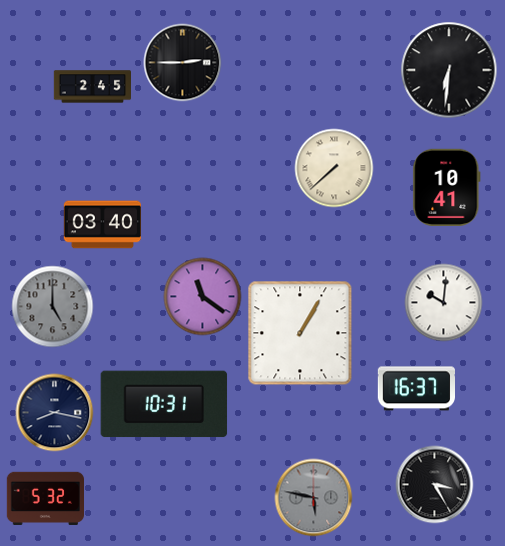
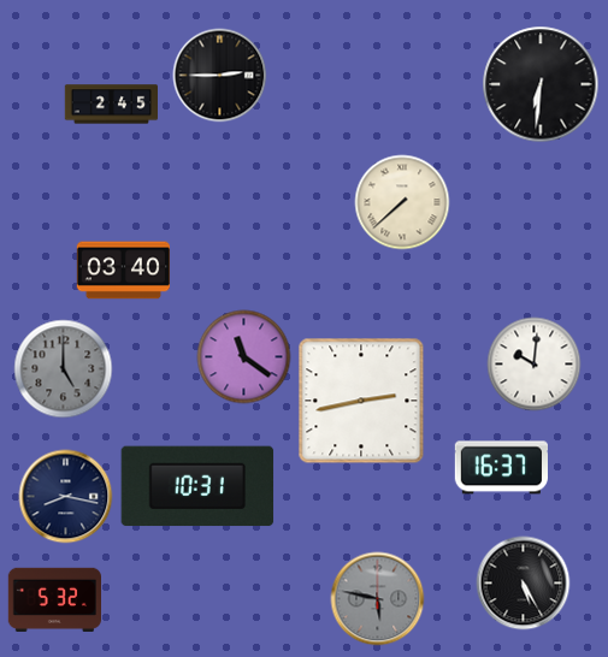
clock at (447, 187): 10:41 -> none
clock at (300, 333): 1:05 -> 2:43
clock at (434, 484): 3:25 -> 5:25
